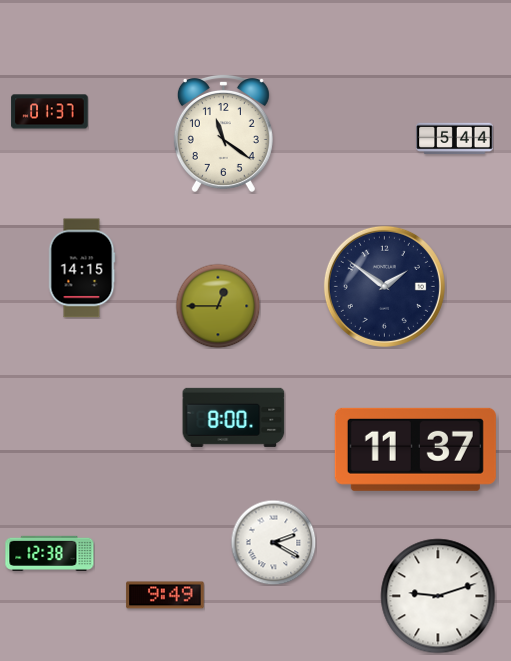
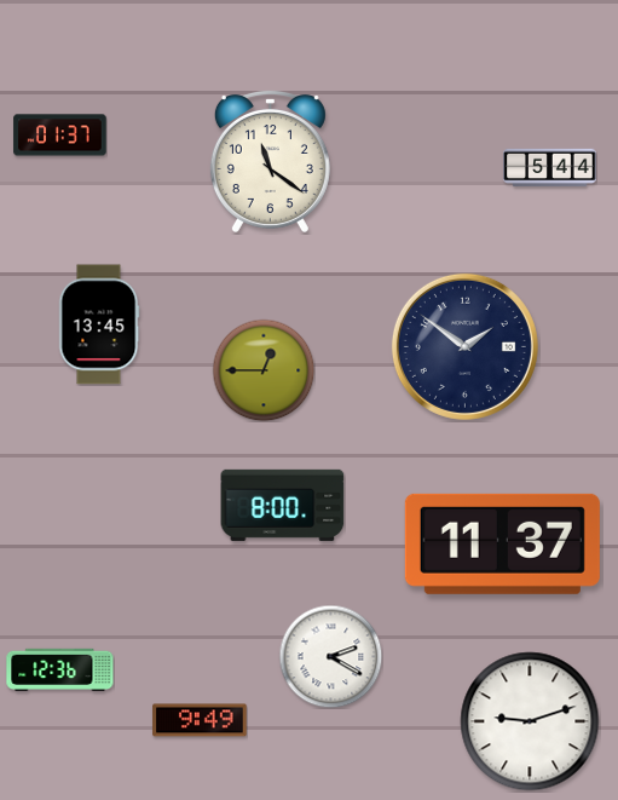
clock at (82, 268): 14:15 -> 13:45
clock at (50, 553): 12:38 -> 12:36
